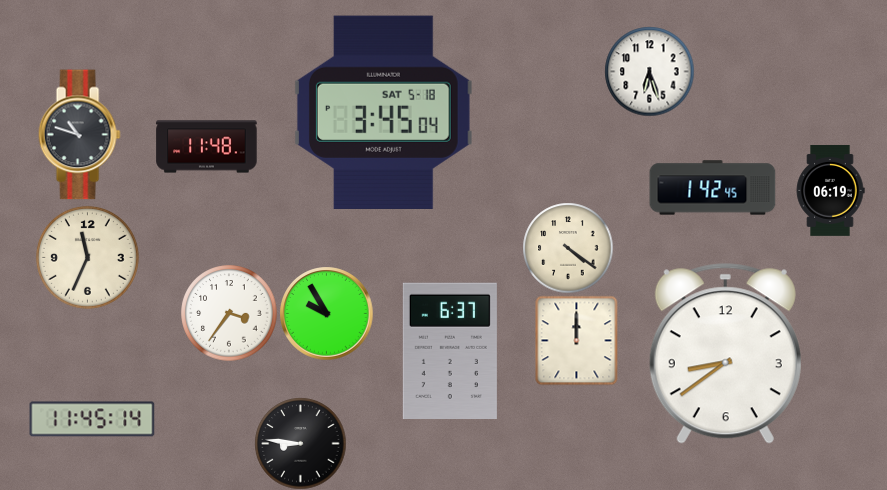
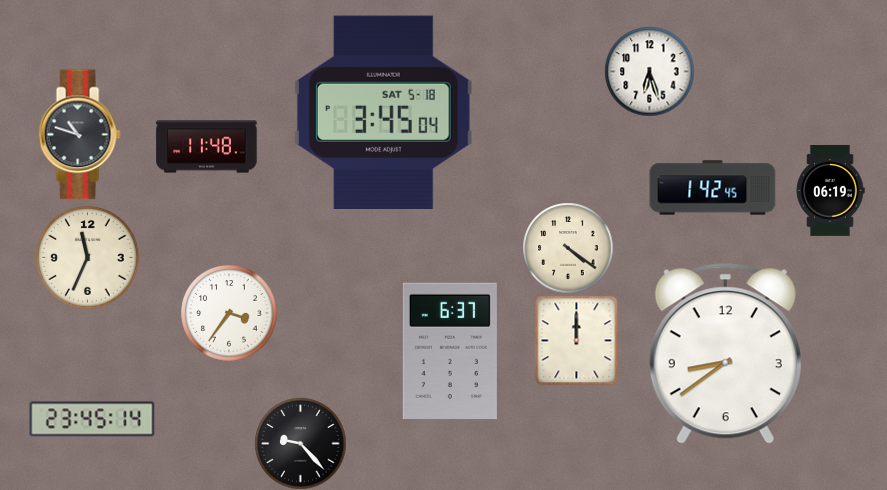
clock at (326, 313): 9:55 -> none
clock at (92, 419): 11:45 -> 23:45
clock at (300, 443): 8:46 -> 9:23
